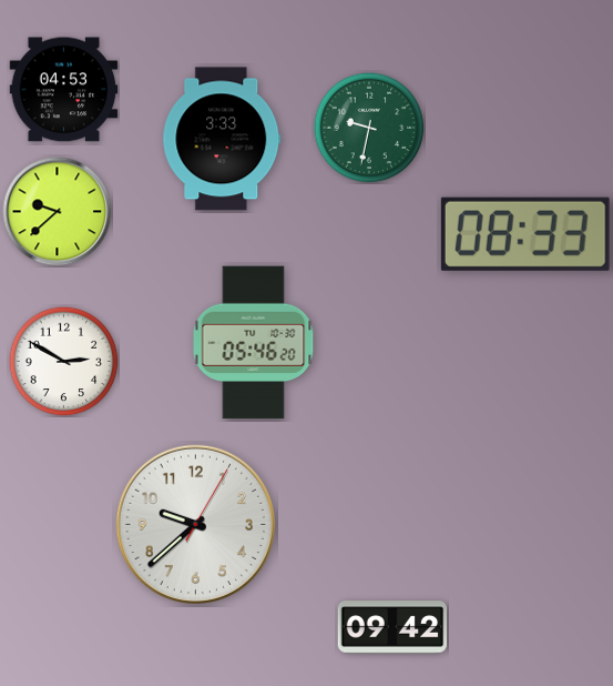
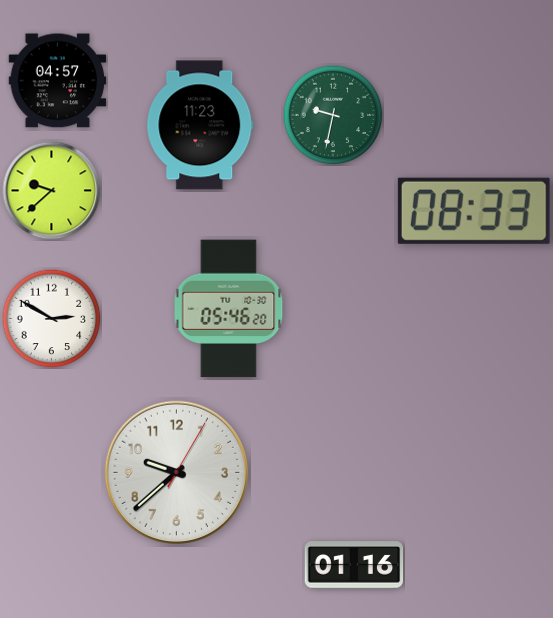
clock at (64, 90): 04:53 -> 04:57
clock at (222, 139): 3:33 -> 11:23
clock at (64, 362) position: (64, 362) -> (52, 319)
clock at (392, 627): 09:42 -> 01:16
